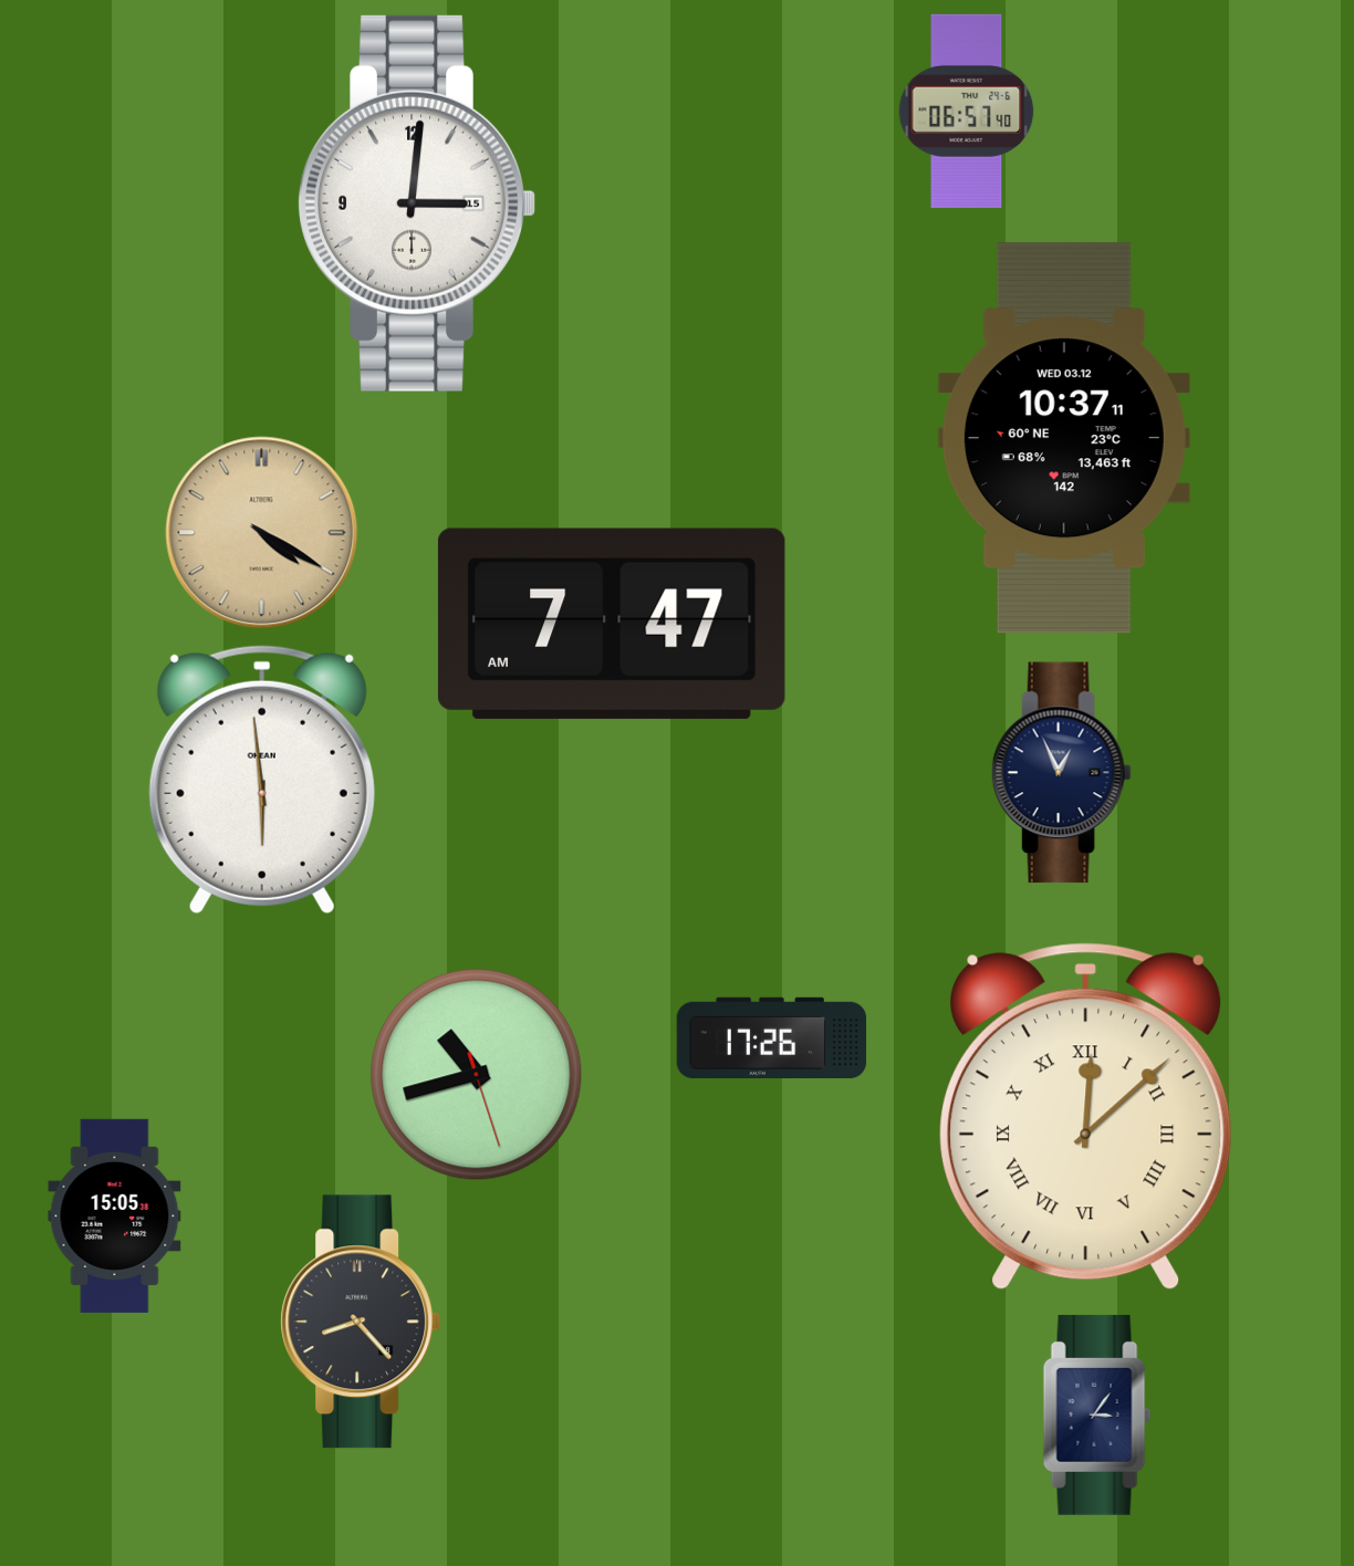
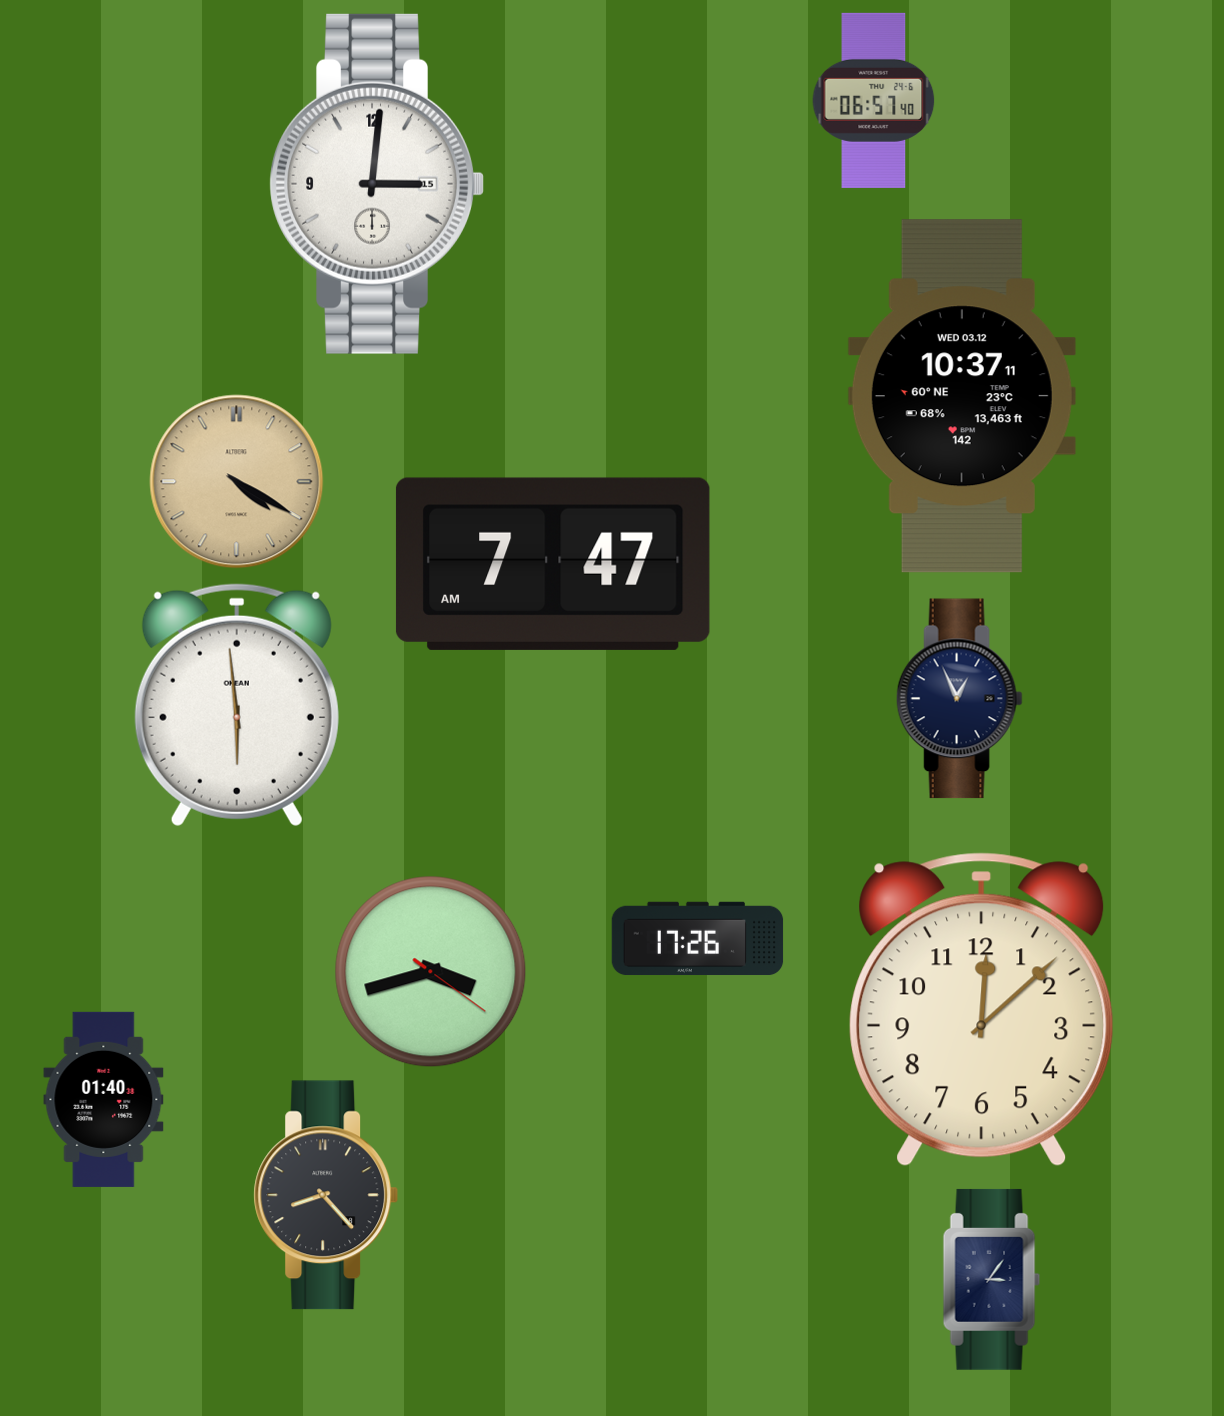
clock at (477, 1075): 10:42 -> 3:42
clock at (1086, 1117) numerals: Roman -> Arabic
clock at (115, 1215): 15:05 -> 01:40
